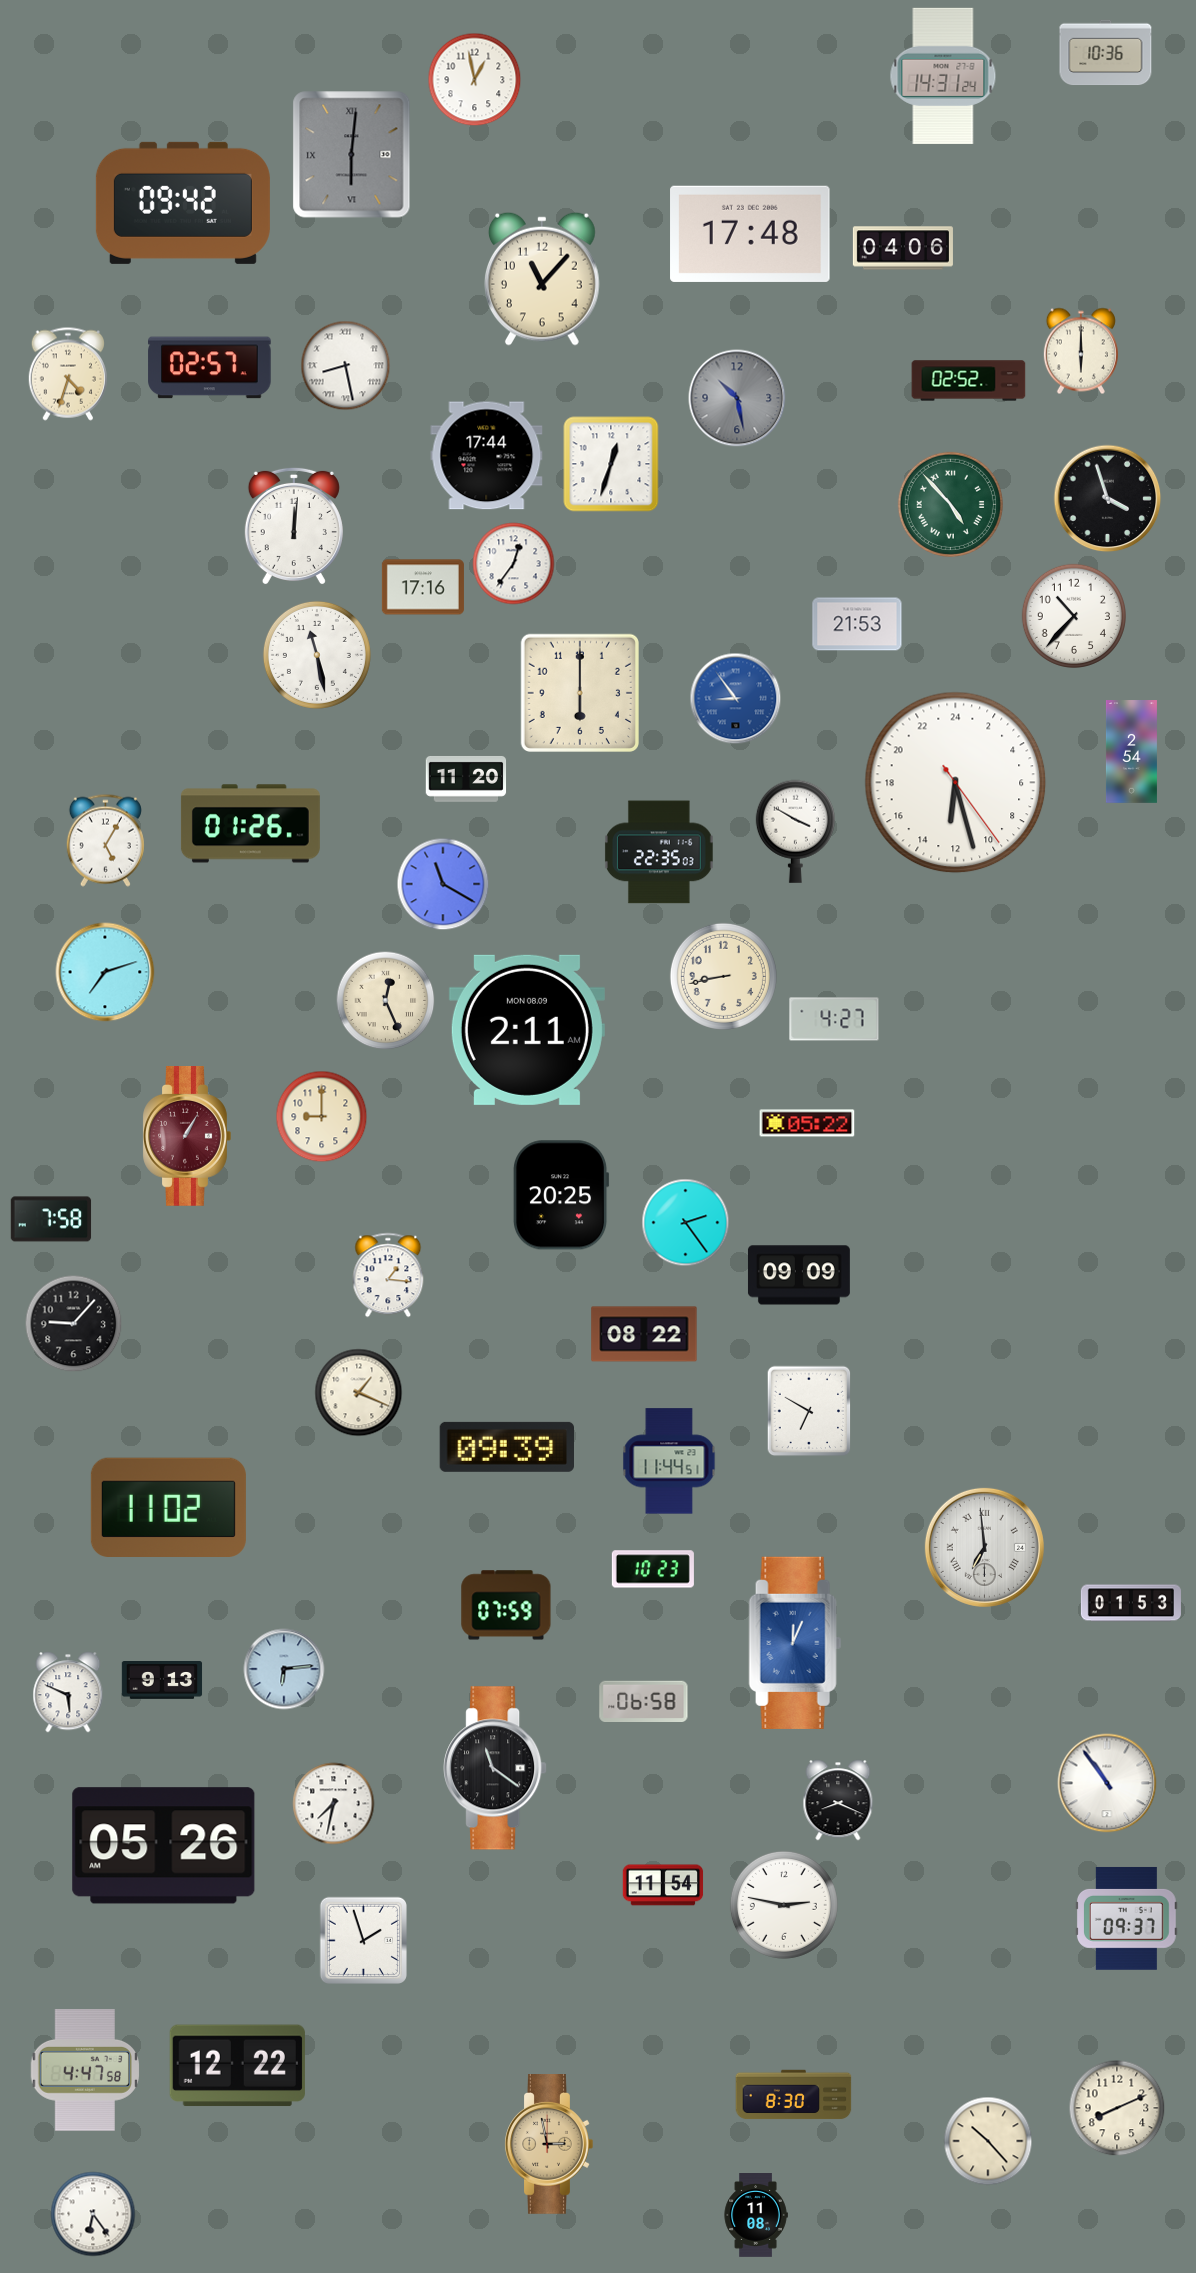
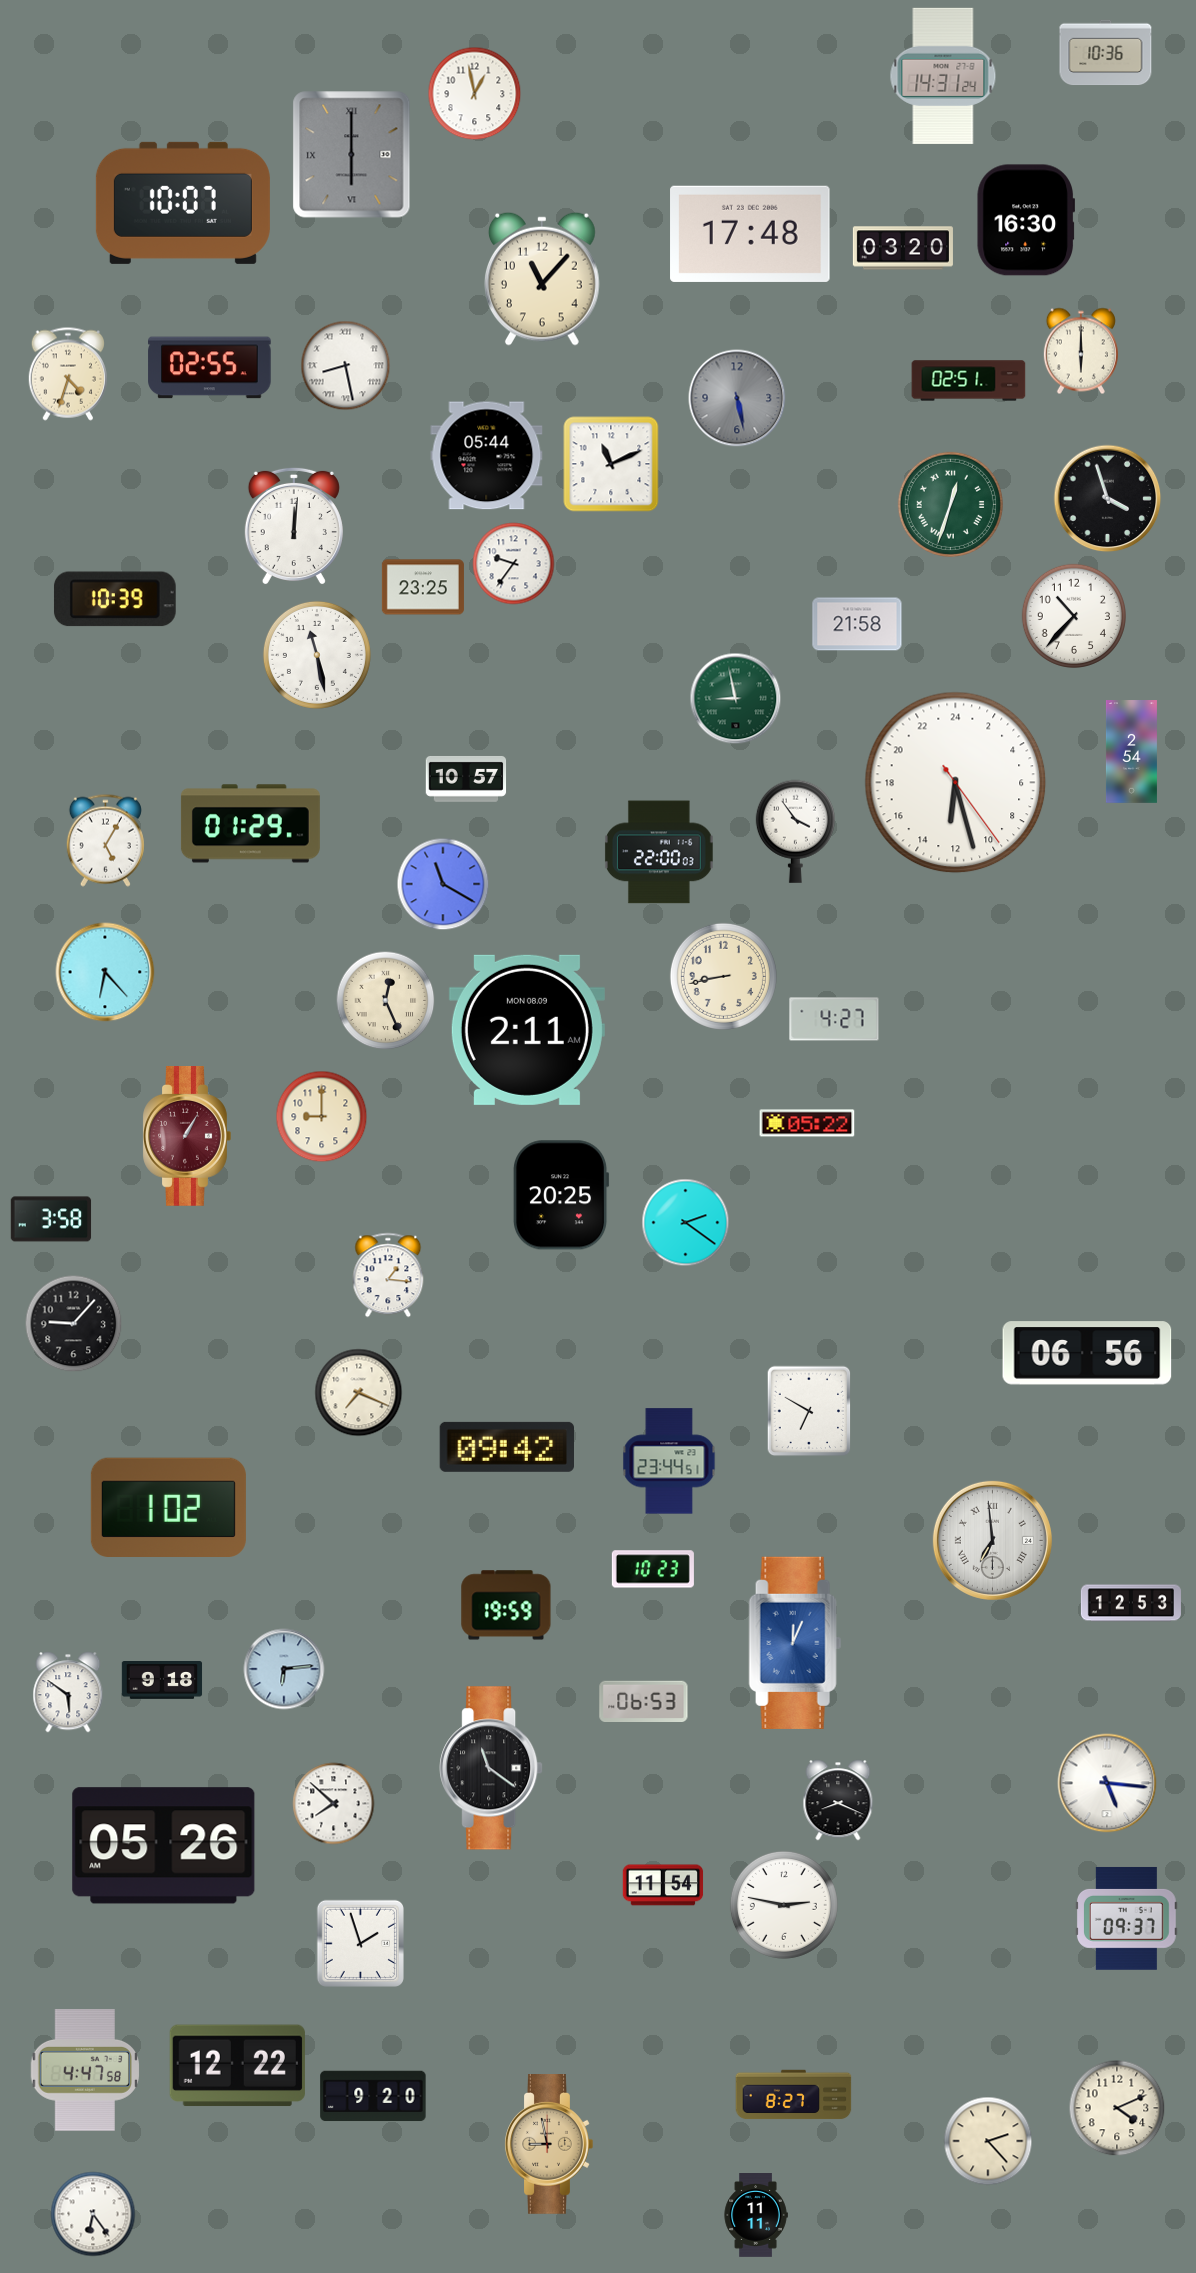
clock at (475, 80) position: (475, 80) -> (475, 94)
clock at (352, 155): 6:01 -> 6:00
clock at (183, 203): 09:42 -> 10:07
clock at (1025, 220): none -> 16:30
clock at (903, 248): 04:06 -> 03:20
clock at (210, 368): 02:57 -> 02:55
clock at (969, 381): 02:52 -> 02:51
clock at (737, 398): 10:28 -> 5:28
clock at (487, 456): 17:44 -> 05:44
clock at (611, 464): 12:33 -> 11:11
clock at (950, 504): 4:53 -> 12:33
clock at (514, 564): 12:36 -> 9:36
clock at (423, 587): 17:16 -> 23:25
clock at (115, 599): none -> 10:39
clock at (857, 624): 21:53 -> 21:58
clock at (580, 693): 6:00 -> none
clock at (736, 699): 8:54 -> 8:58
clock at (736, 699) dial: blue -> green
clock at (466, 779): 11:20 -> 10:57
clock at (250, 824): 01:26 -> 01:29
clock at (795, 831): 3:50 -> 3:54
clock at (659, 852): 22:35 -> 22:00
clock at (105, 972): 7:12 -> 6:23
clock at (51, 1219): 7:58 -> 3:58
clock at (686, 1223): 2:24 -> 2:21
clock at (799, 1275): 09:09 -> none
clock at (644, 1334): 08:22 -> none
clock at (1087, 1353): none -> 06:56
clock at (359, 1393): 1:19 -> 7:19
clock at (506, 1447): 09:39 -> 09:42
clock at (669, 1461): 11:44 -> 23:44
clock at (168, 1507): 11:02 -> 1:02
clock at (984, 1547) position: (984, 1547) -> (992, 1540)
clock at (1131, 1603): 01:53 -> 12:53
clock at (506, 1605): 07:59 -> 19:59
clock at (162, 1681): 9:13 -> 9:18
clock at (68, 1692): 5:49 -> 5:51
clock at (644, 1701): 06:58 -> 06:53
clock at (495, 1768) position: (495, 1768) -> (491, 1768)
clock at (1107, 1783): 10:54 -> 5:16
clock at (334, 1804): 7:32 -> 7:52
clock at (363, 1940) position: (363, 1940) -> (360, 1943)
clock at (794, 2095): 8:30 -> 8:27
clock at (373, 2096): none -> 9:20
clock at (1117, 2108): 8:11 -> 4:11
clock at (988, 2141): 10:23 -> 2:23
clock at (549, 2145): 2:58 -> 8:58
clock at (756, 2216): 11:08 -> 11:11
